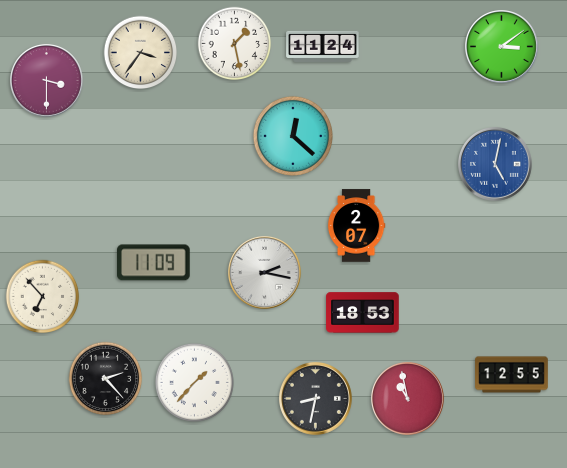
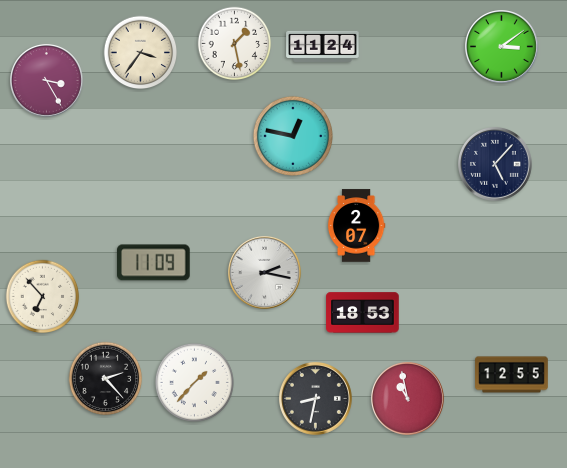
clock at (46, 80): 3:30 -> 3:25
clock at (293, 136): 12:22 -> 12:47
clock at (495, 164): 5:02 -> 5:07
clock at (495, 164) dial: blue -> navy
